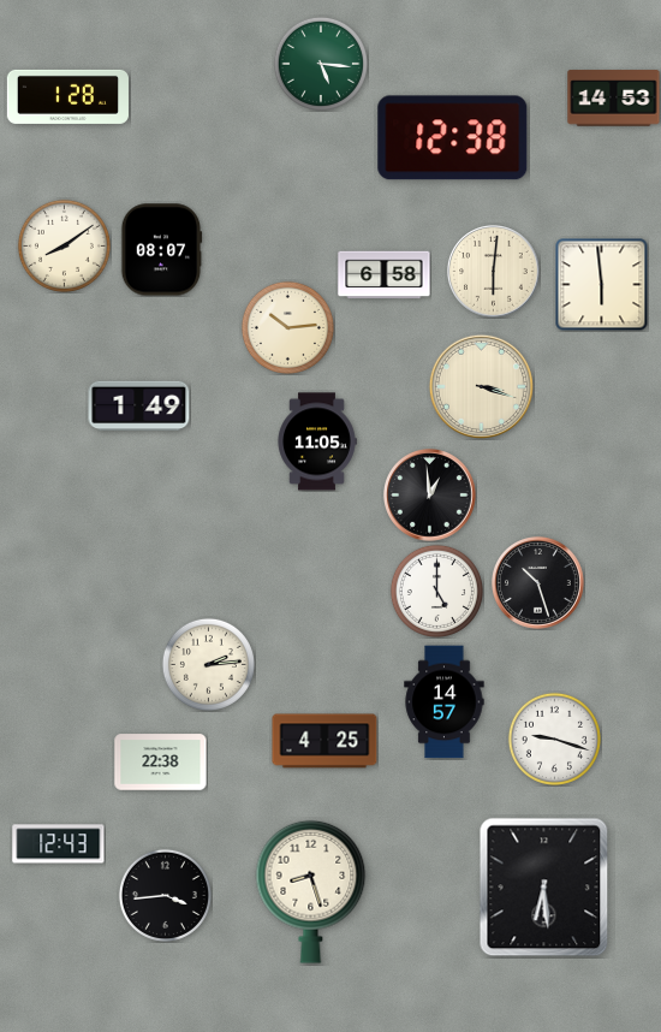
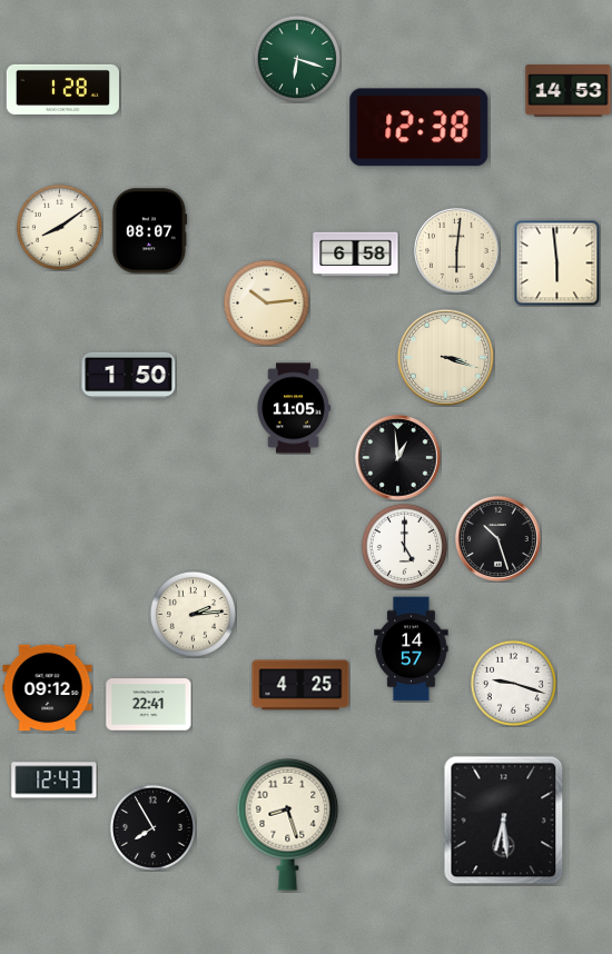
clock at (321, 64): 5:16 -> 6:18
clock at (139, 407): 1:49 -> 1:50
clock at (48, 688): none -> 09:12
clock at (161, 763): 22:38 -> 22:41
clock at (165, 895): 3:44 -> 7:55
